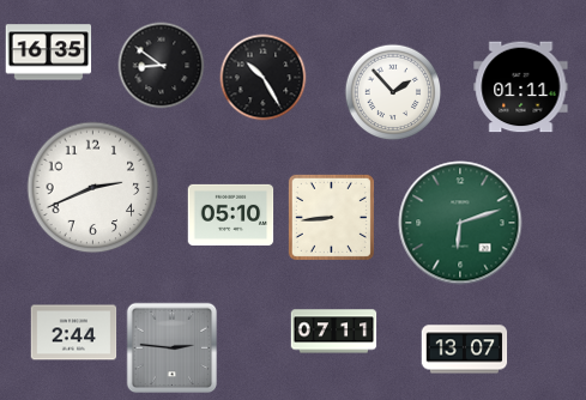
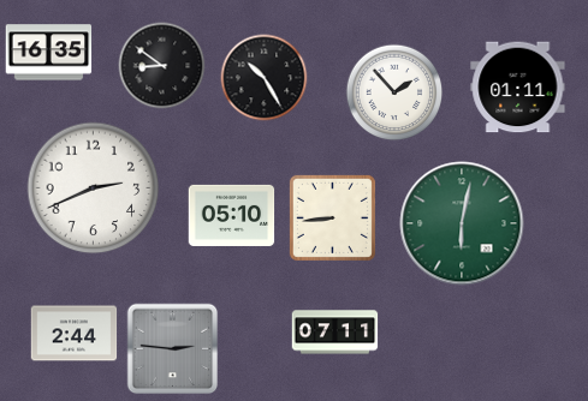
clock at (521, 87) position: (521, 87) -> (518, 88)
clock at (460, 223): 6:12 -> 6:02
clock at (465, 350): 13:07 -> none
